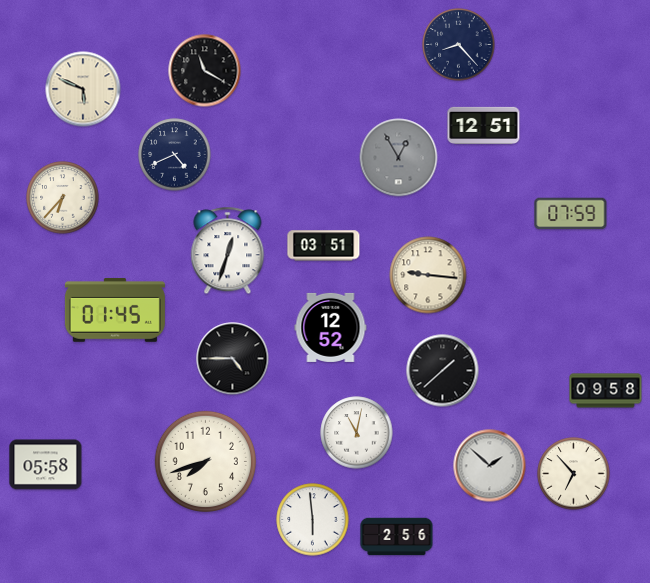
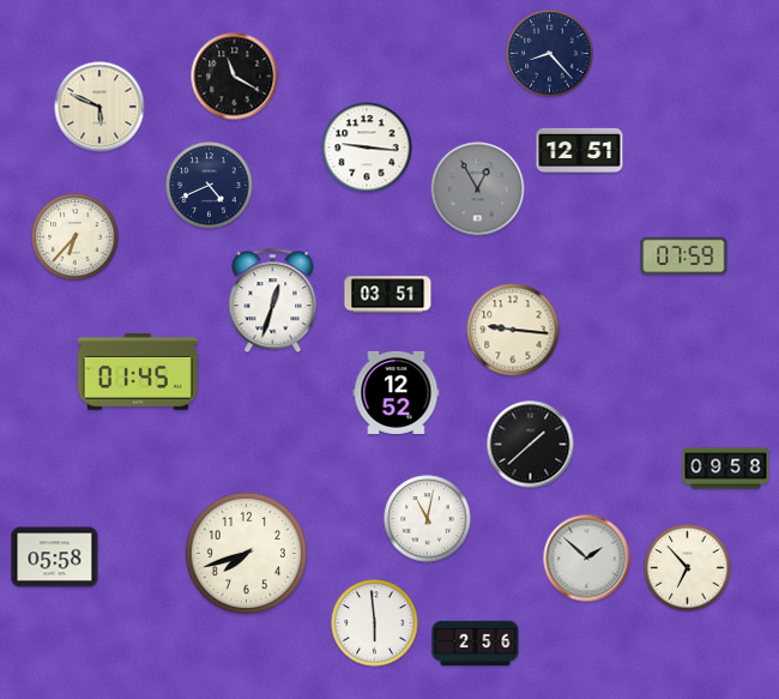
clock at (205, 71) position: (205, 71) -> (235, 77)
clock at (367, 147): none -> 9:16
clock at (233, 359): 4:45 -> none
